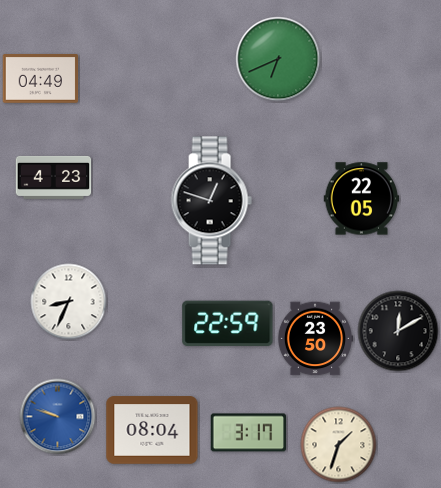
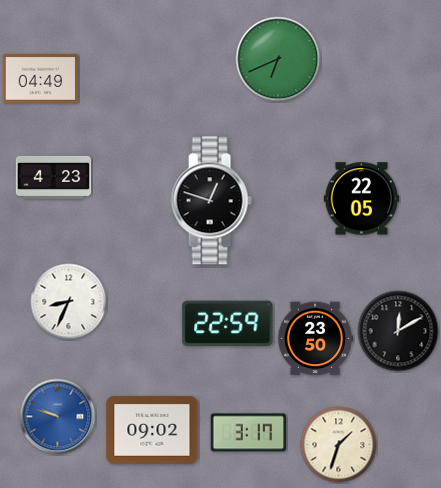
clock at (152, 430): 08:04 -> 09:02
